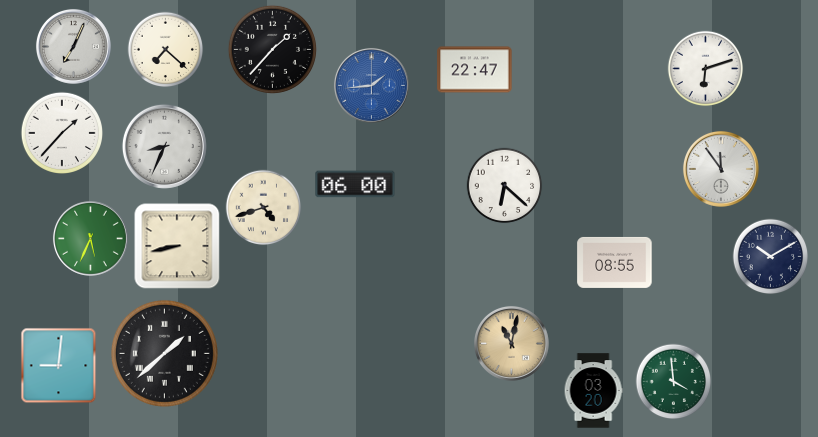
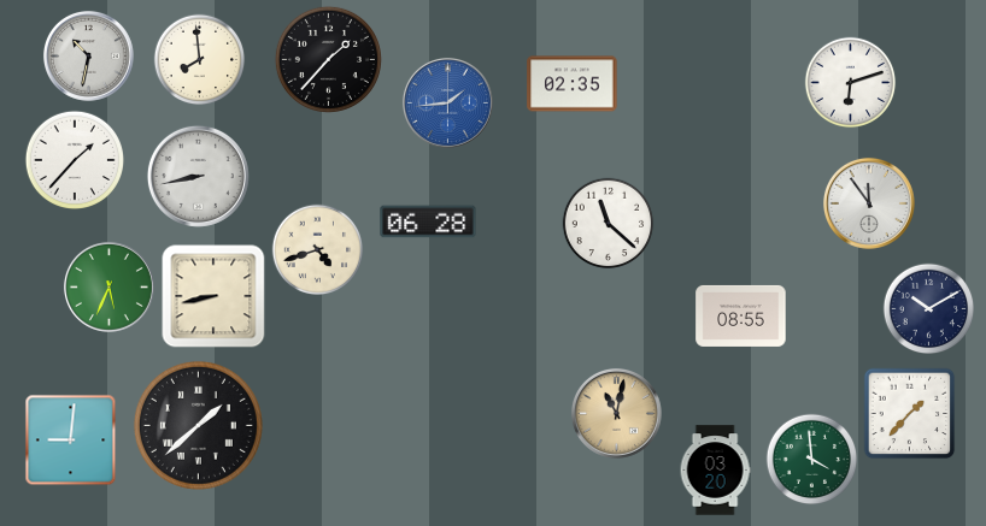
clock at (73, 46): 7:04 -> 10:32
clock at (166, 50): 7:22 -> 7:59
clock at (475, 70): 22:47 -> 02:35
clock at (164, 146): 8:34 -> 8:43
clock at (355, 184): 06:00 -> 06:28
clock at (505, 186): 6:22 -> 11:22
clock at (910, 414): none -> 1:37
